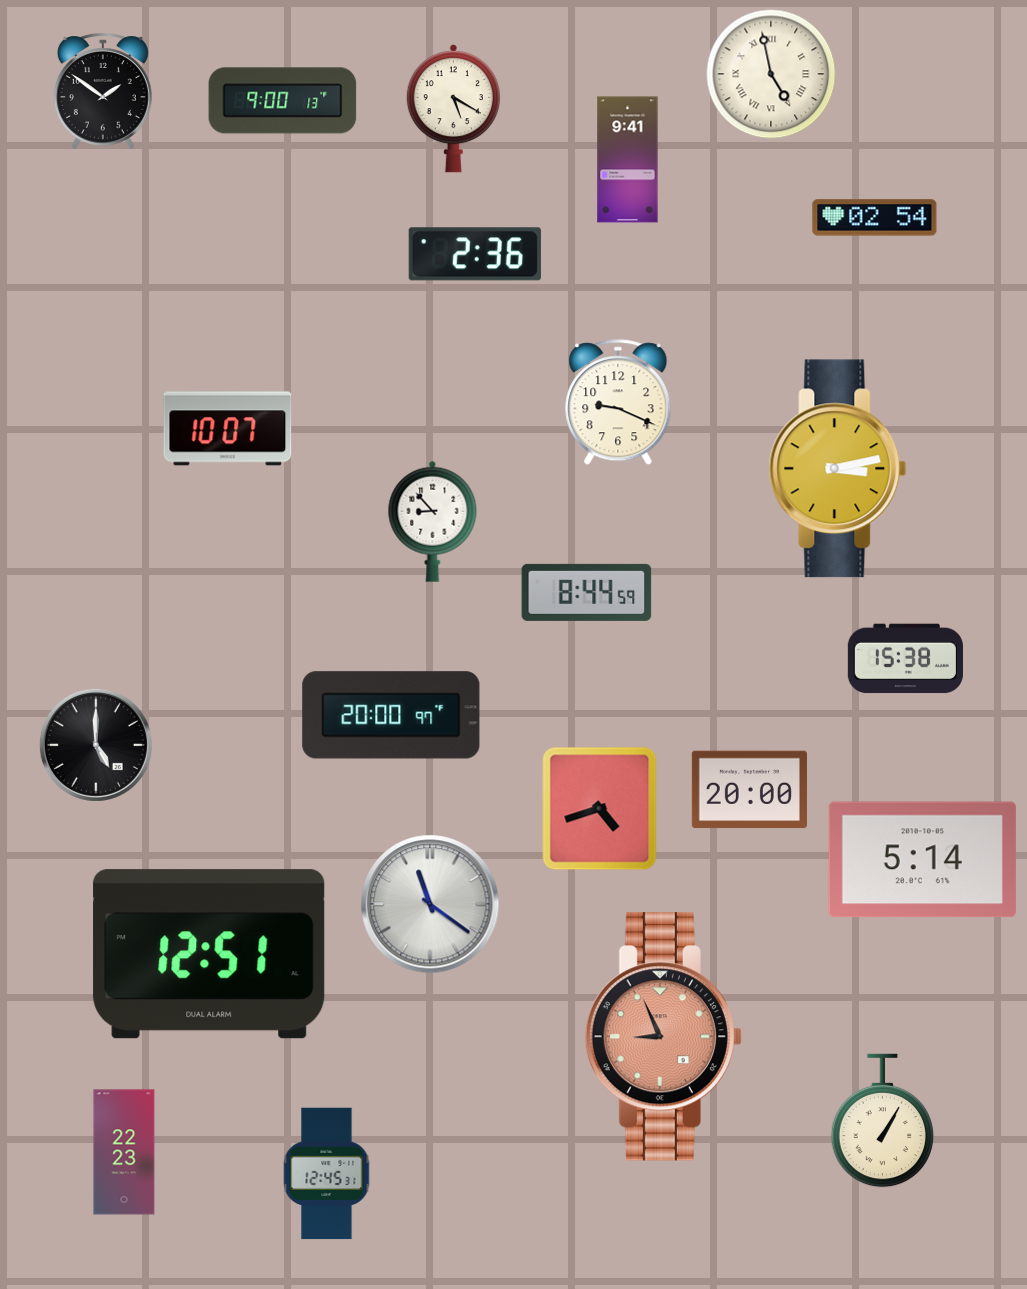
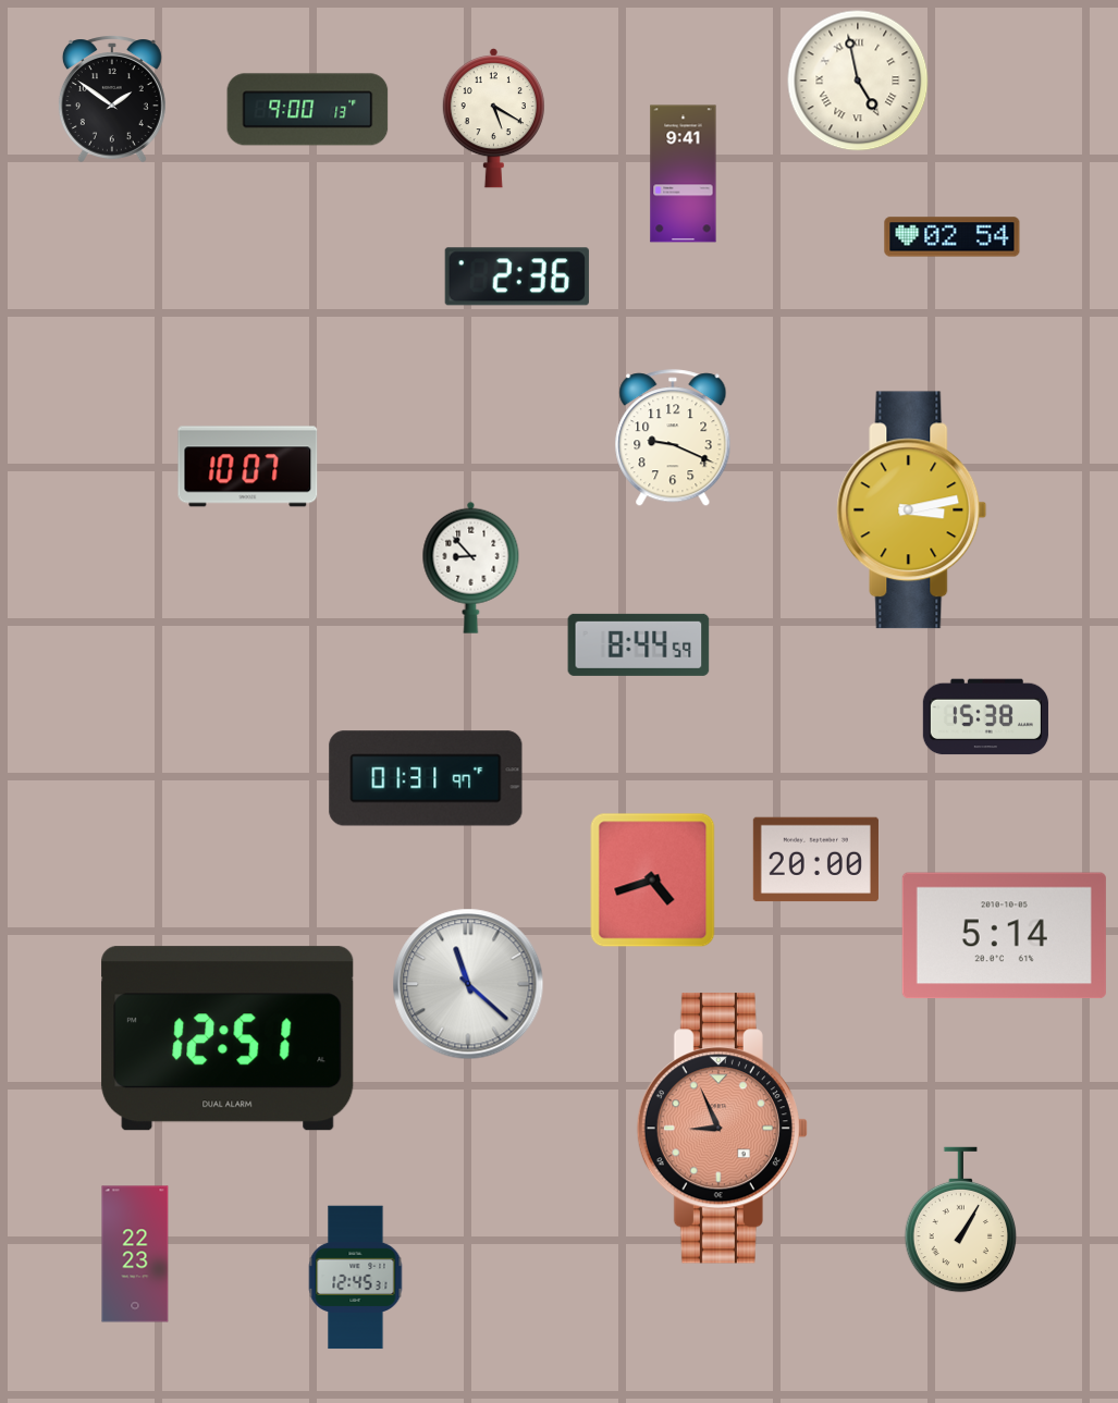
clock at (771, 74) position: (771, 74) -> (858, 81)
clock at (391, 715): 20:00 -> 01:31
clock at (96, 745): 5:00 -> none
clock at (430, 904): 11:21 -> 11:22
